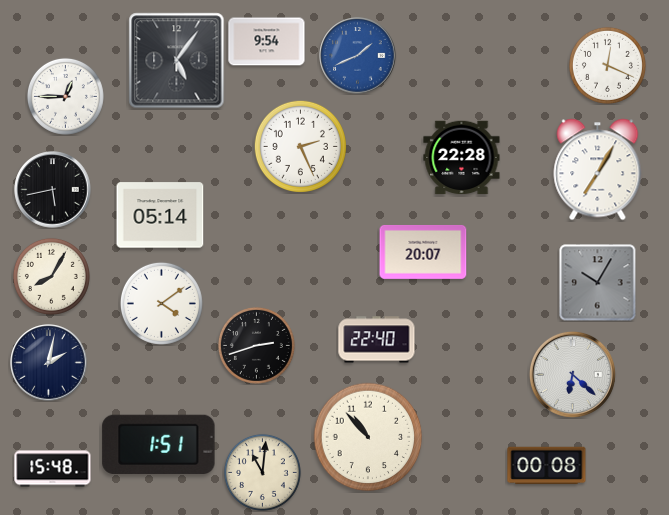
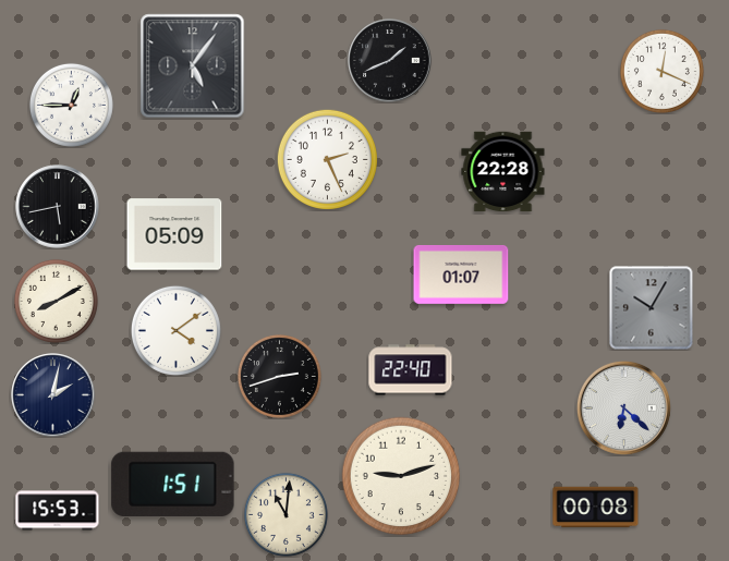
clock at (267, 42): 9:54 -> none
clock at (358, 56) dial: blue -> black
clock at (598, 170): 7:05 -> none
clock at (160, 215): 05:14 -> 05:09
clock at (423, 252): 20:07 -> 01:07
clock at (51, 276): 8:05 -> 8:10
clock at (368, 437): 10:53 -> 9:12
clock at (53, 469): 15:48 -> 15:53
